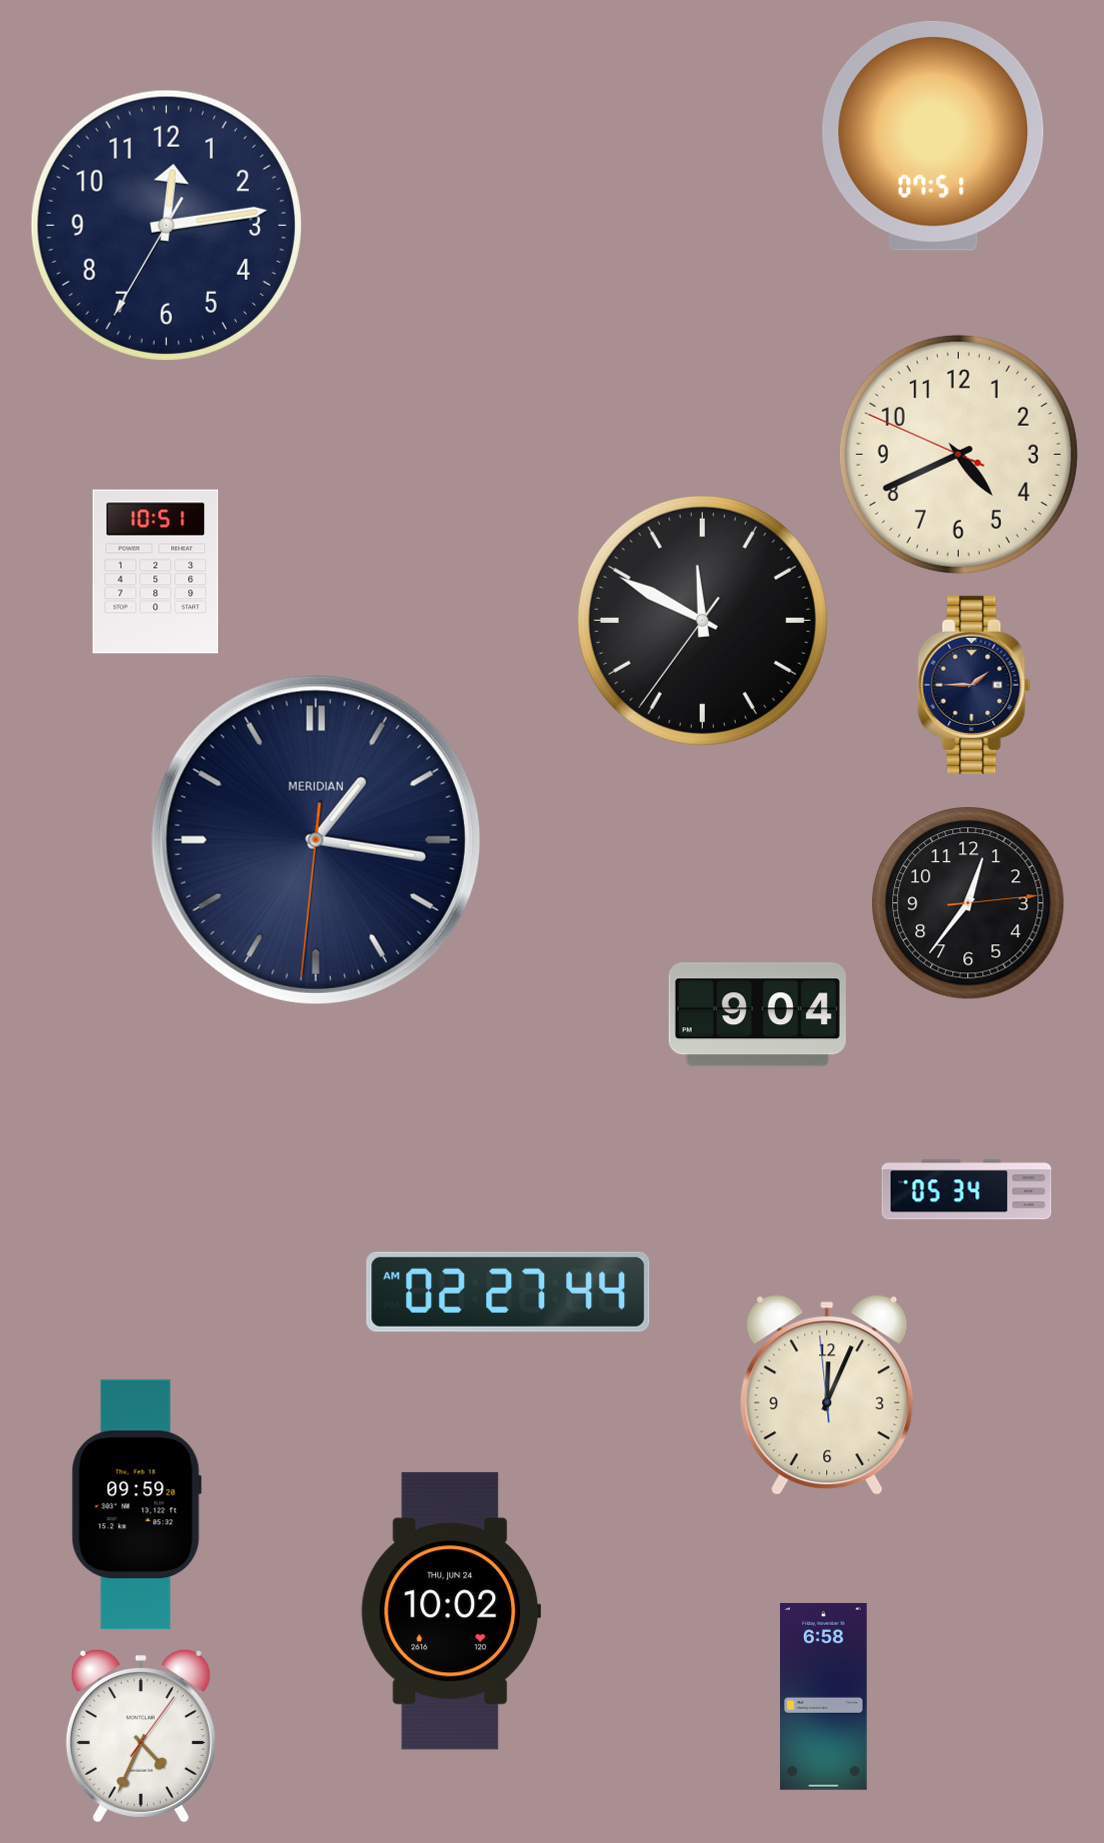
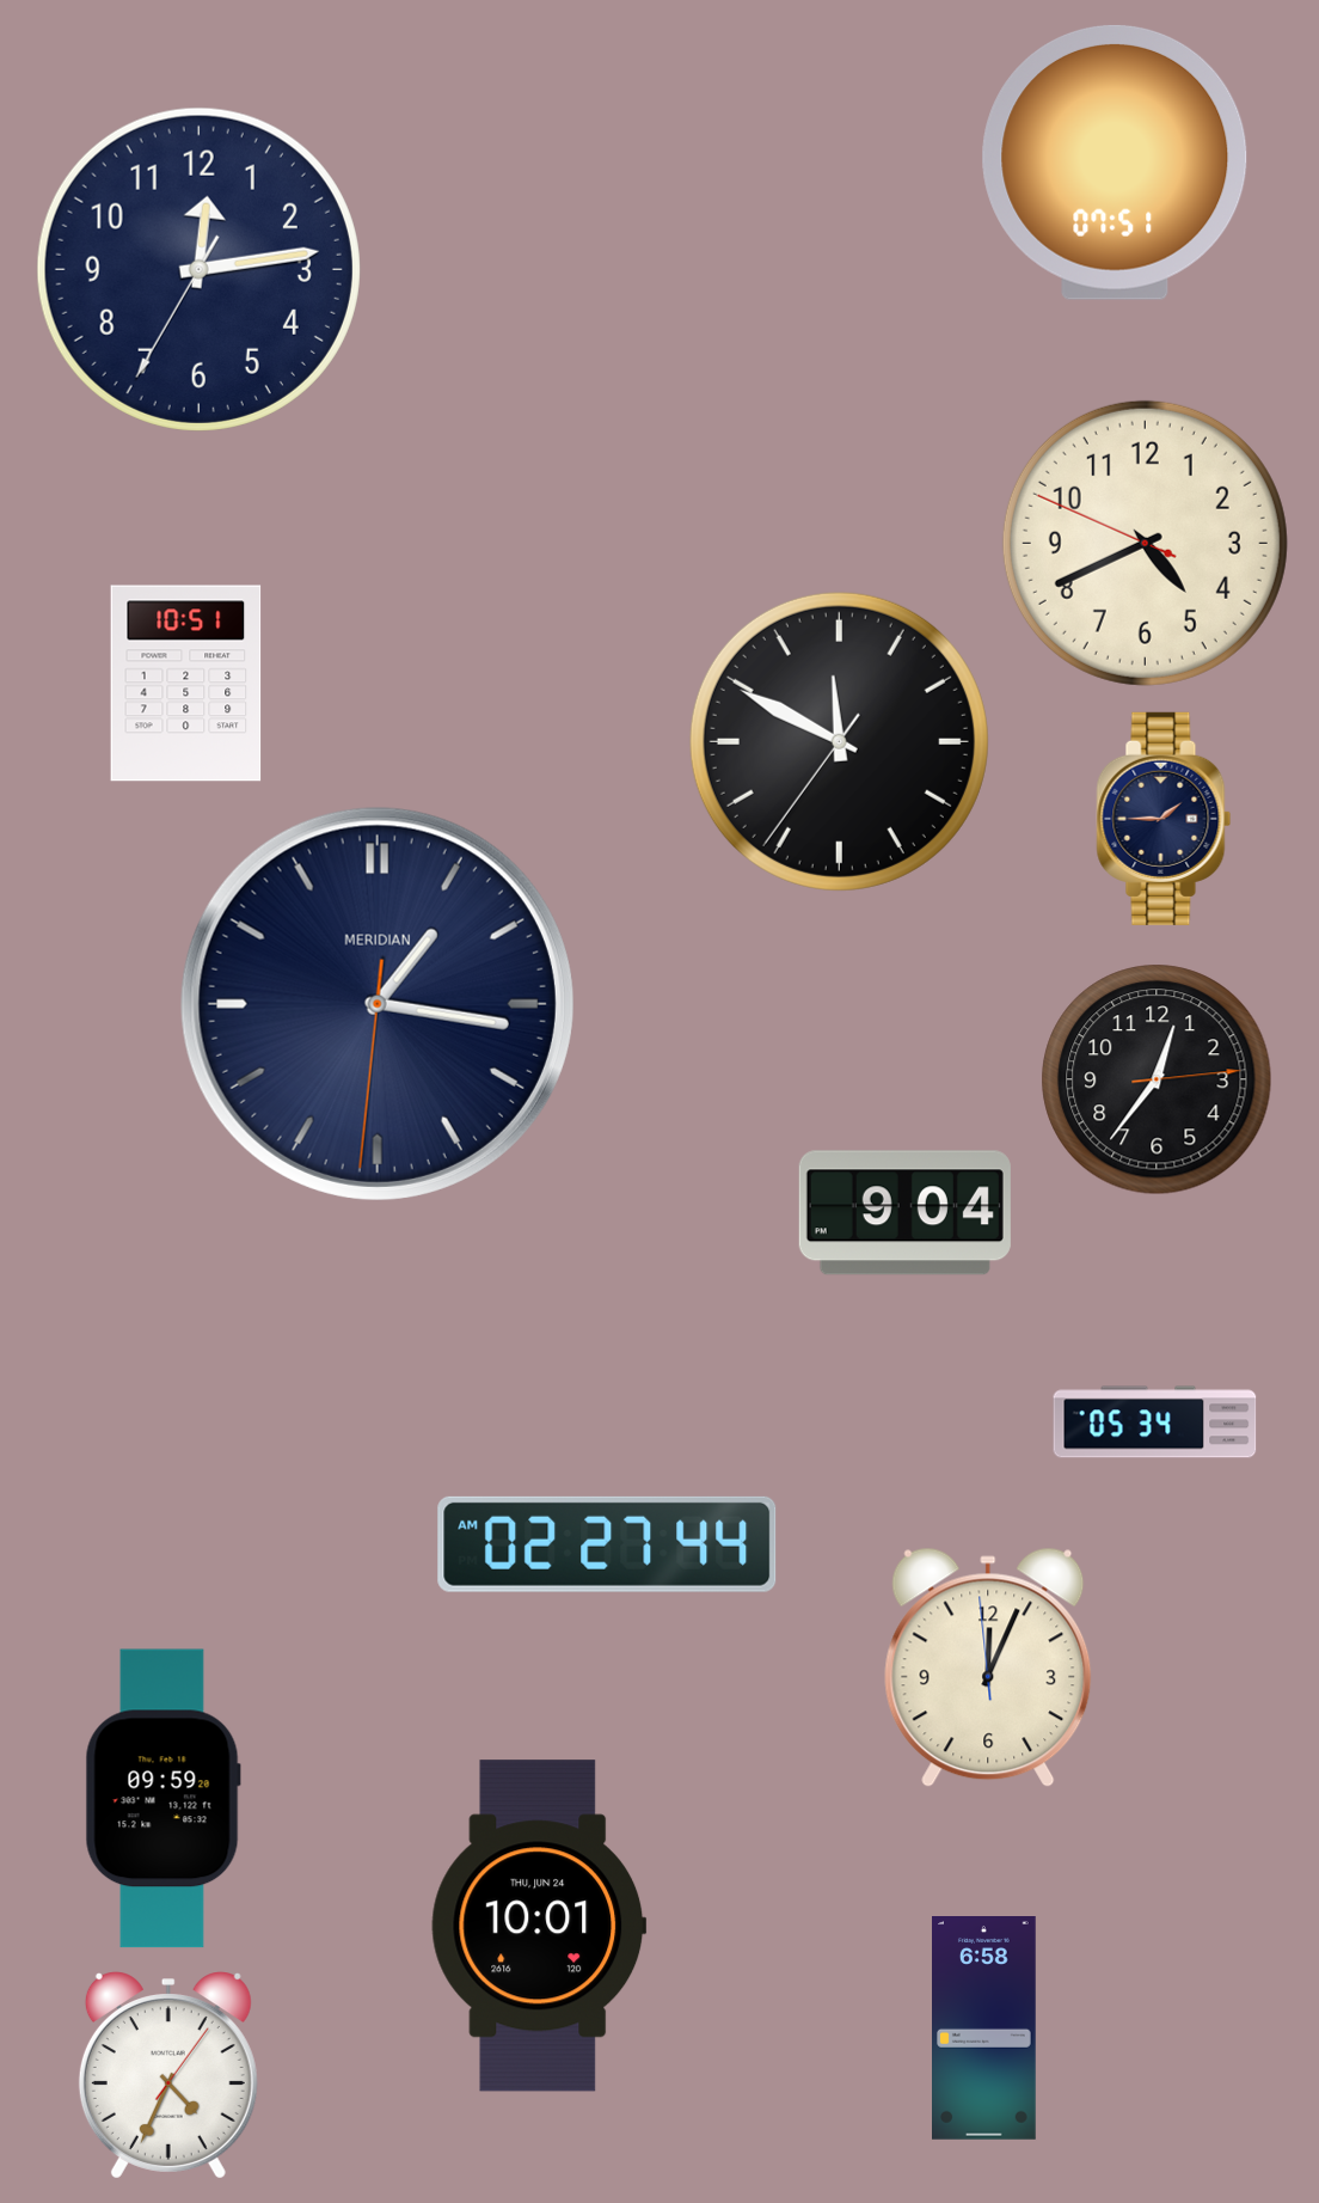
clock at (451, 1611): 10:02 -> 10:01
